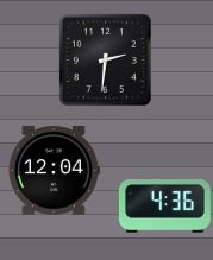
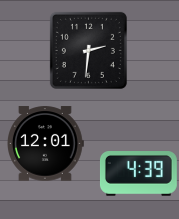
clock at (55, 171): 12:04 -> 12:01
clock at (164, 207): 4:36 -> 4:39
